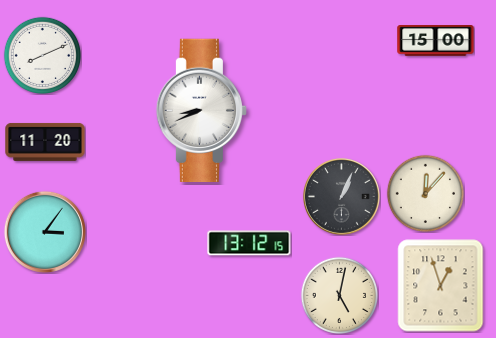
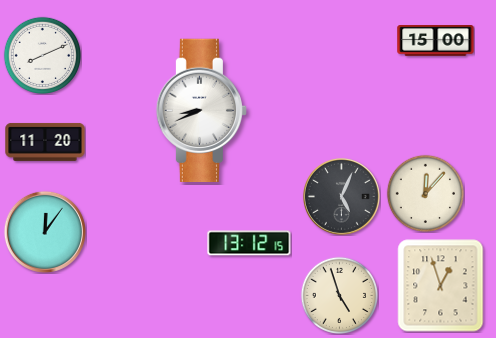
clock at (341, 196): 1:04 -> 5:04
clock at (45, 232): 3:06 -> 12:06
clock at (339, 295): 5:02 -> 4:57
